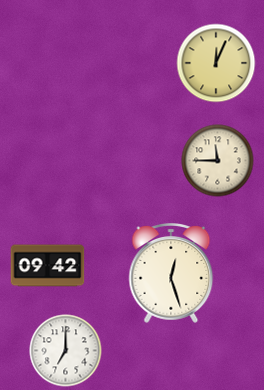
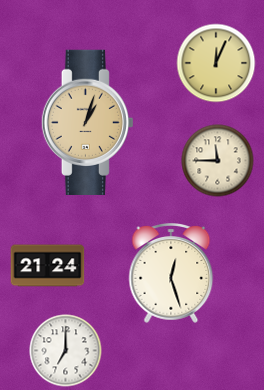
clock at (87, 122): none -> 1:03
clock at (48, 266): 09:42 -> 21:24
